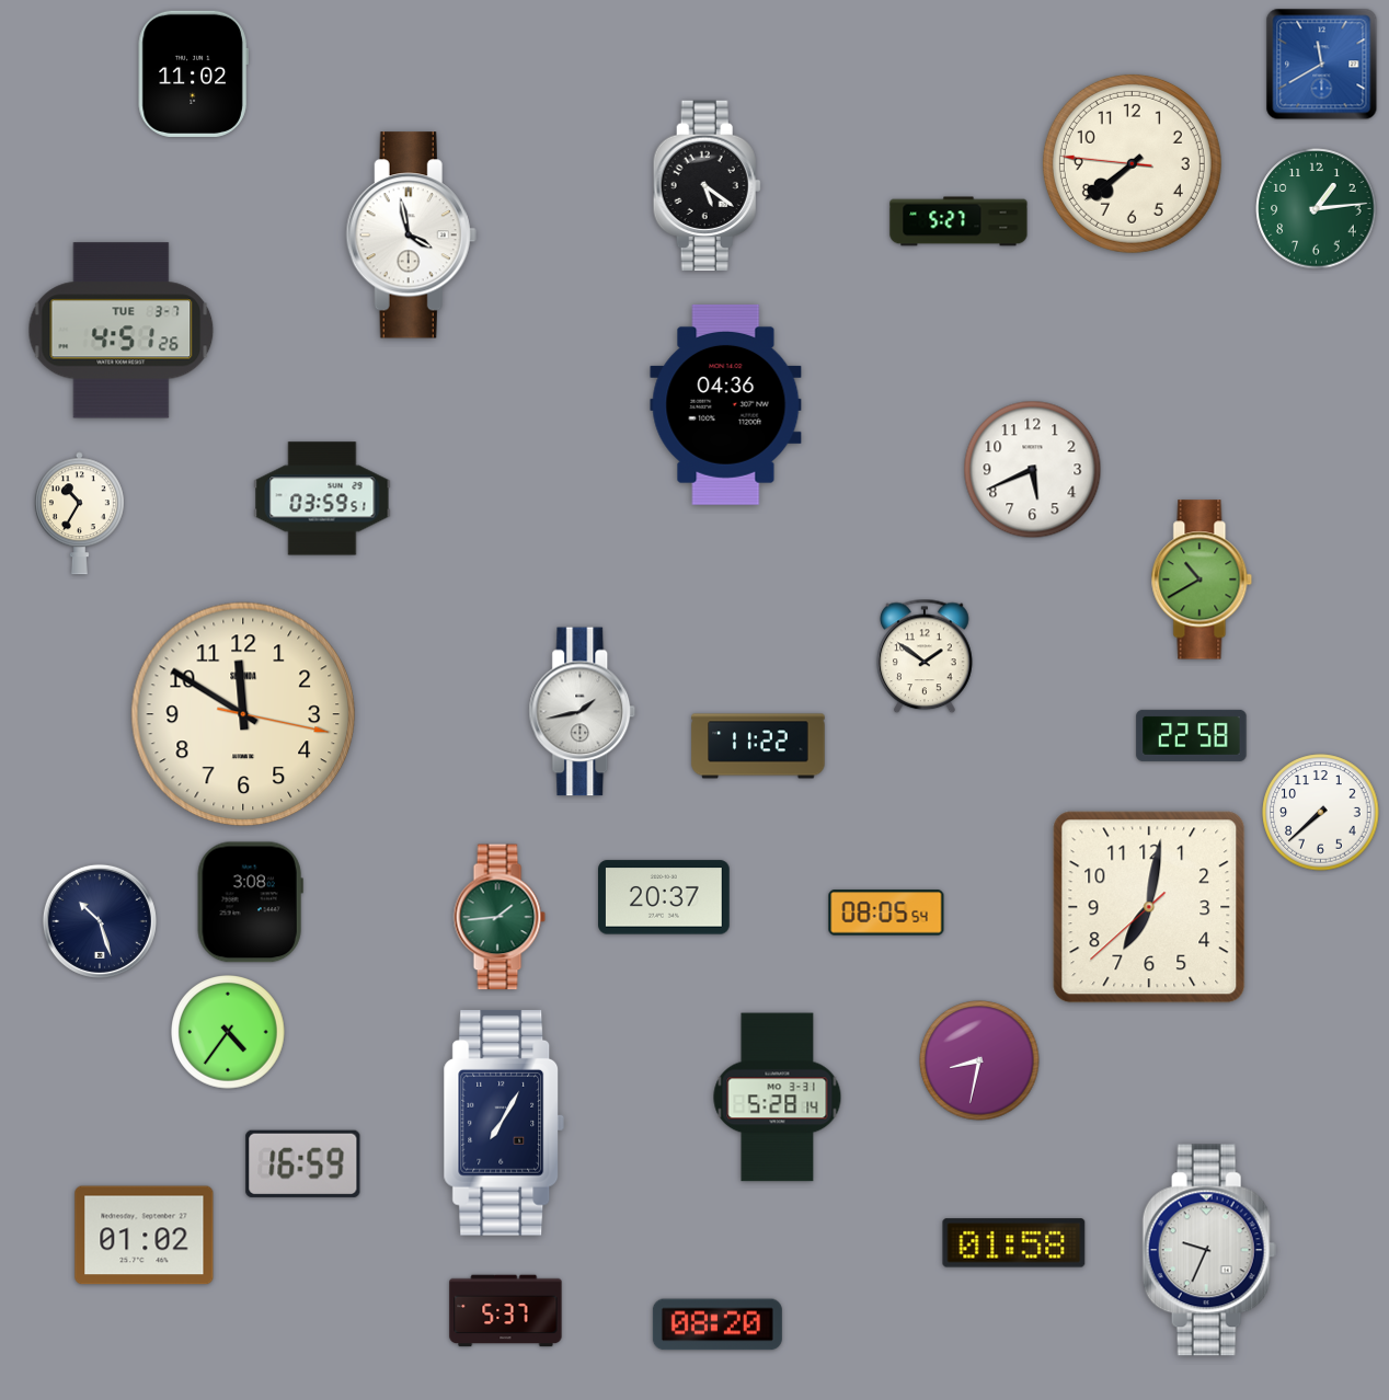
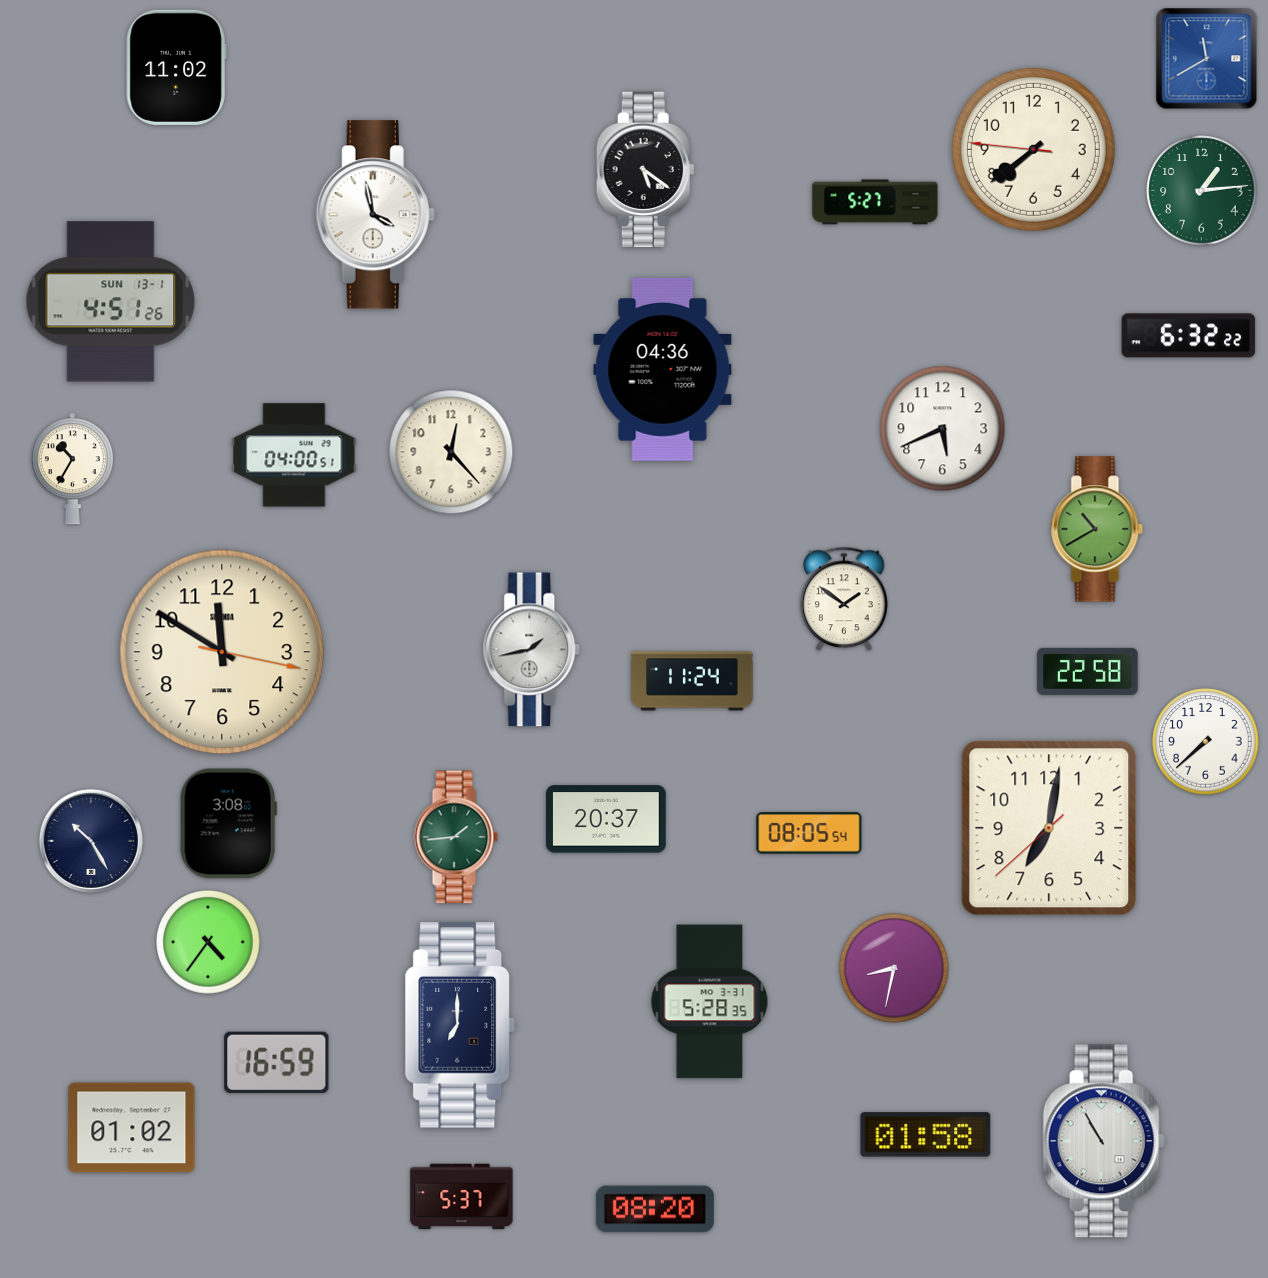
clock at (122, 331) date: TUE 3-7 -> SUN 13-1
clock at (1189, 336): none -> 6:32
clock at (451, 452): none -> 12:23
clock at (322, 498): 03:59 -> 04:00
clock at (758, 746): 11:22 -> 11:24
clock at (100, 921): 10:27 -> 10:25
clock at (778, 1098): 5:28:14 -> 5:28:35
clock at (504, 1123): 7:05 -> 7:00
clock at (1209, 1250): 9:34 -> 10:55
